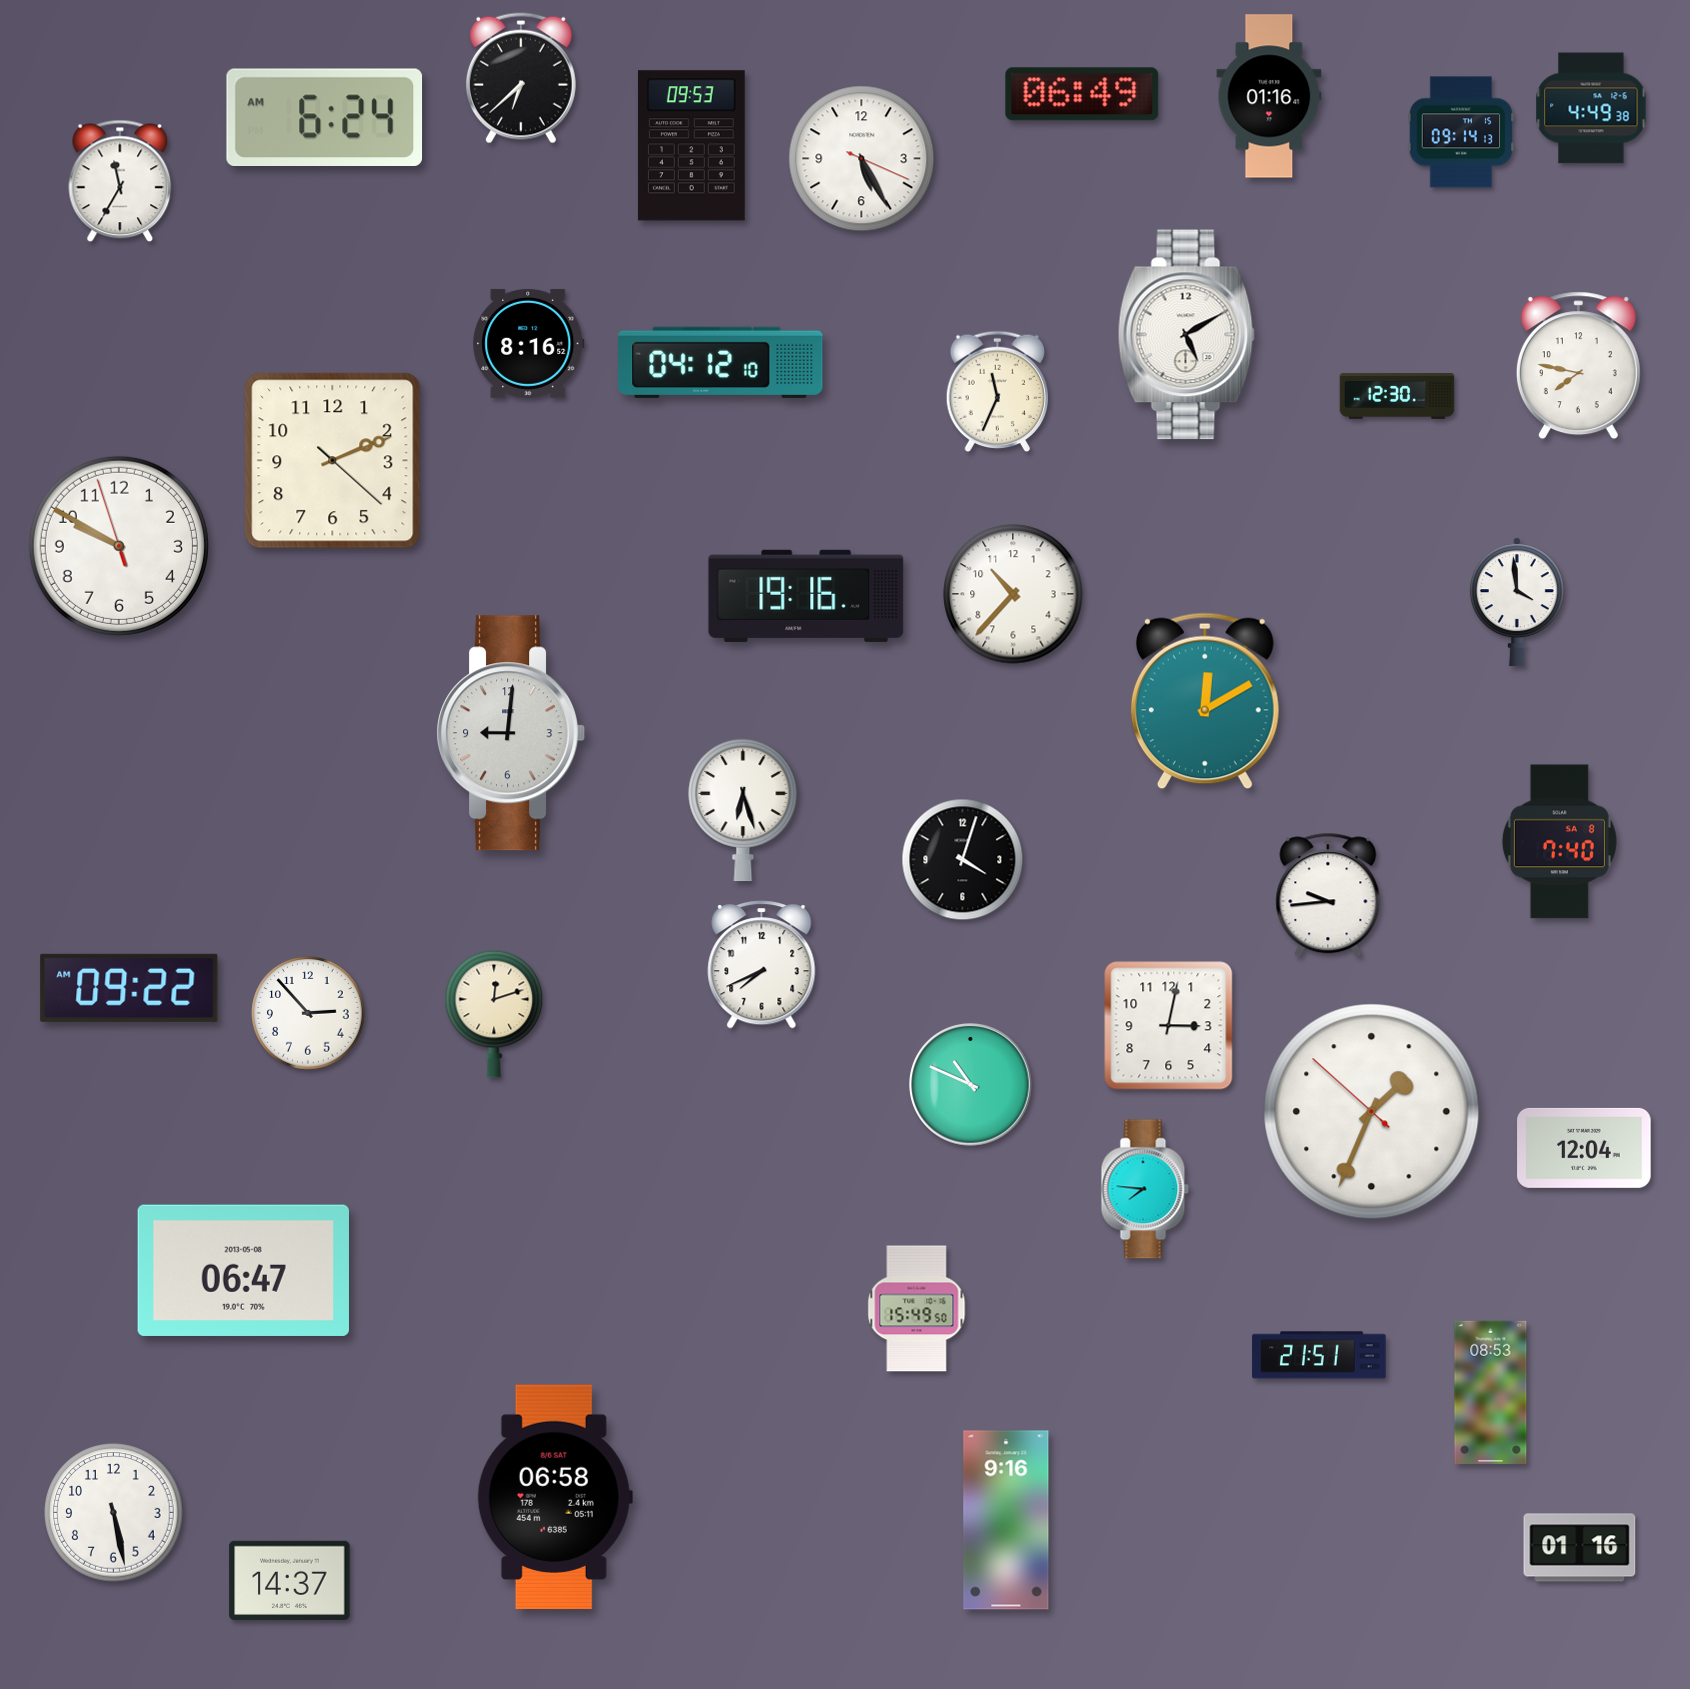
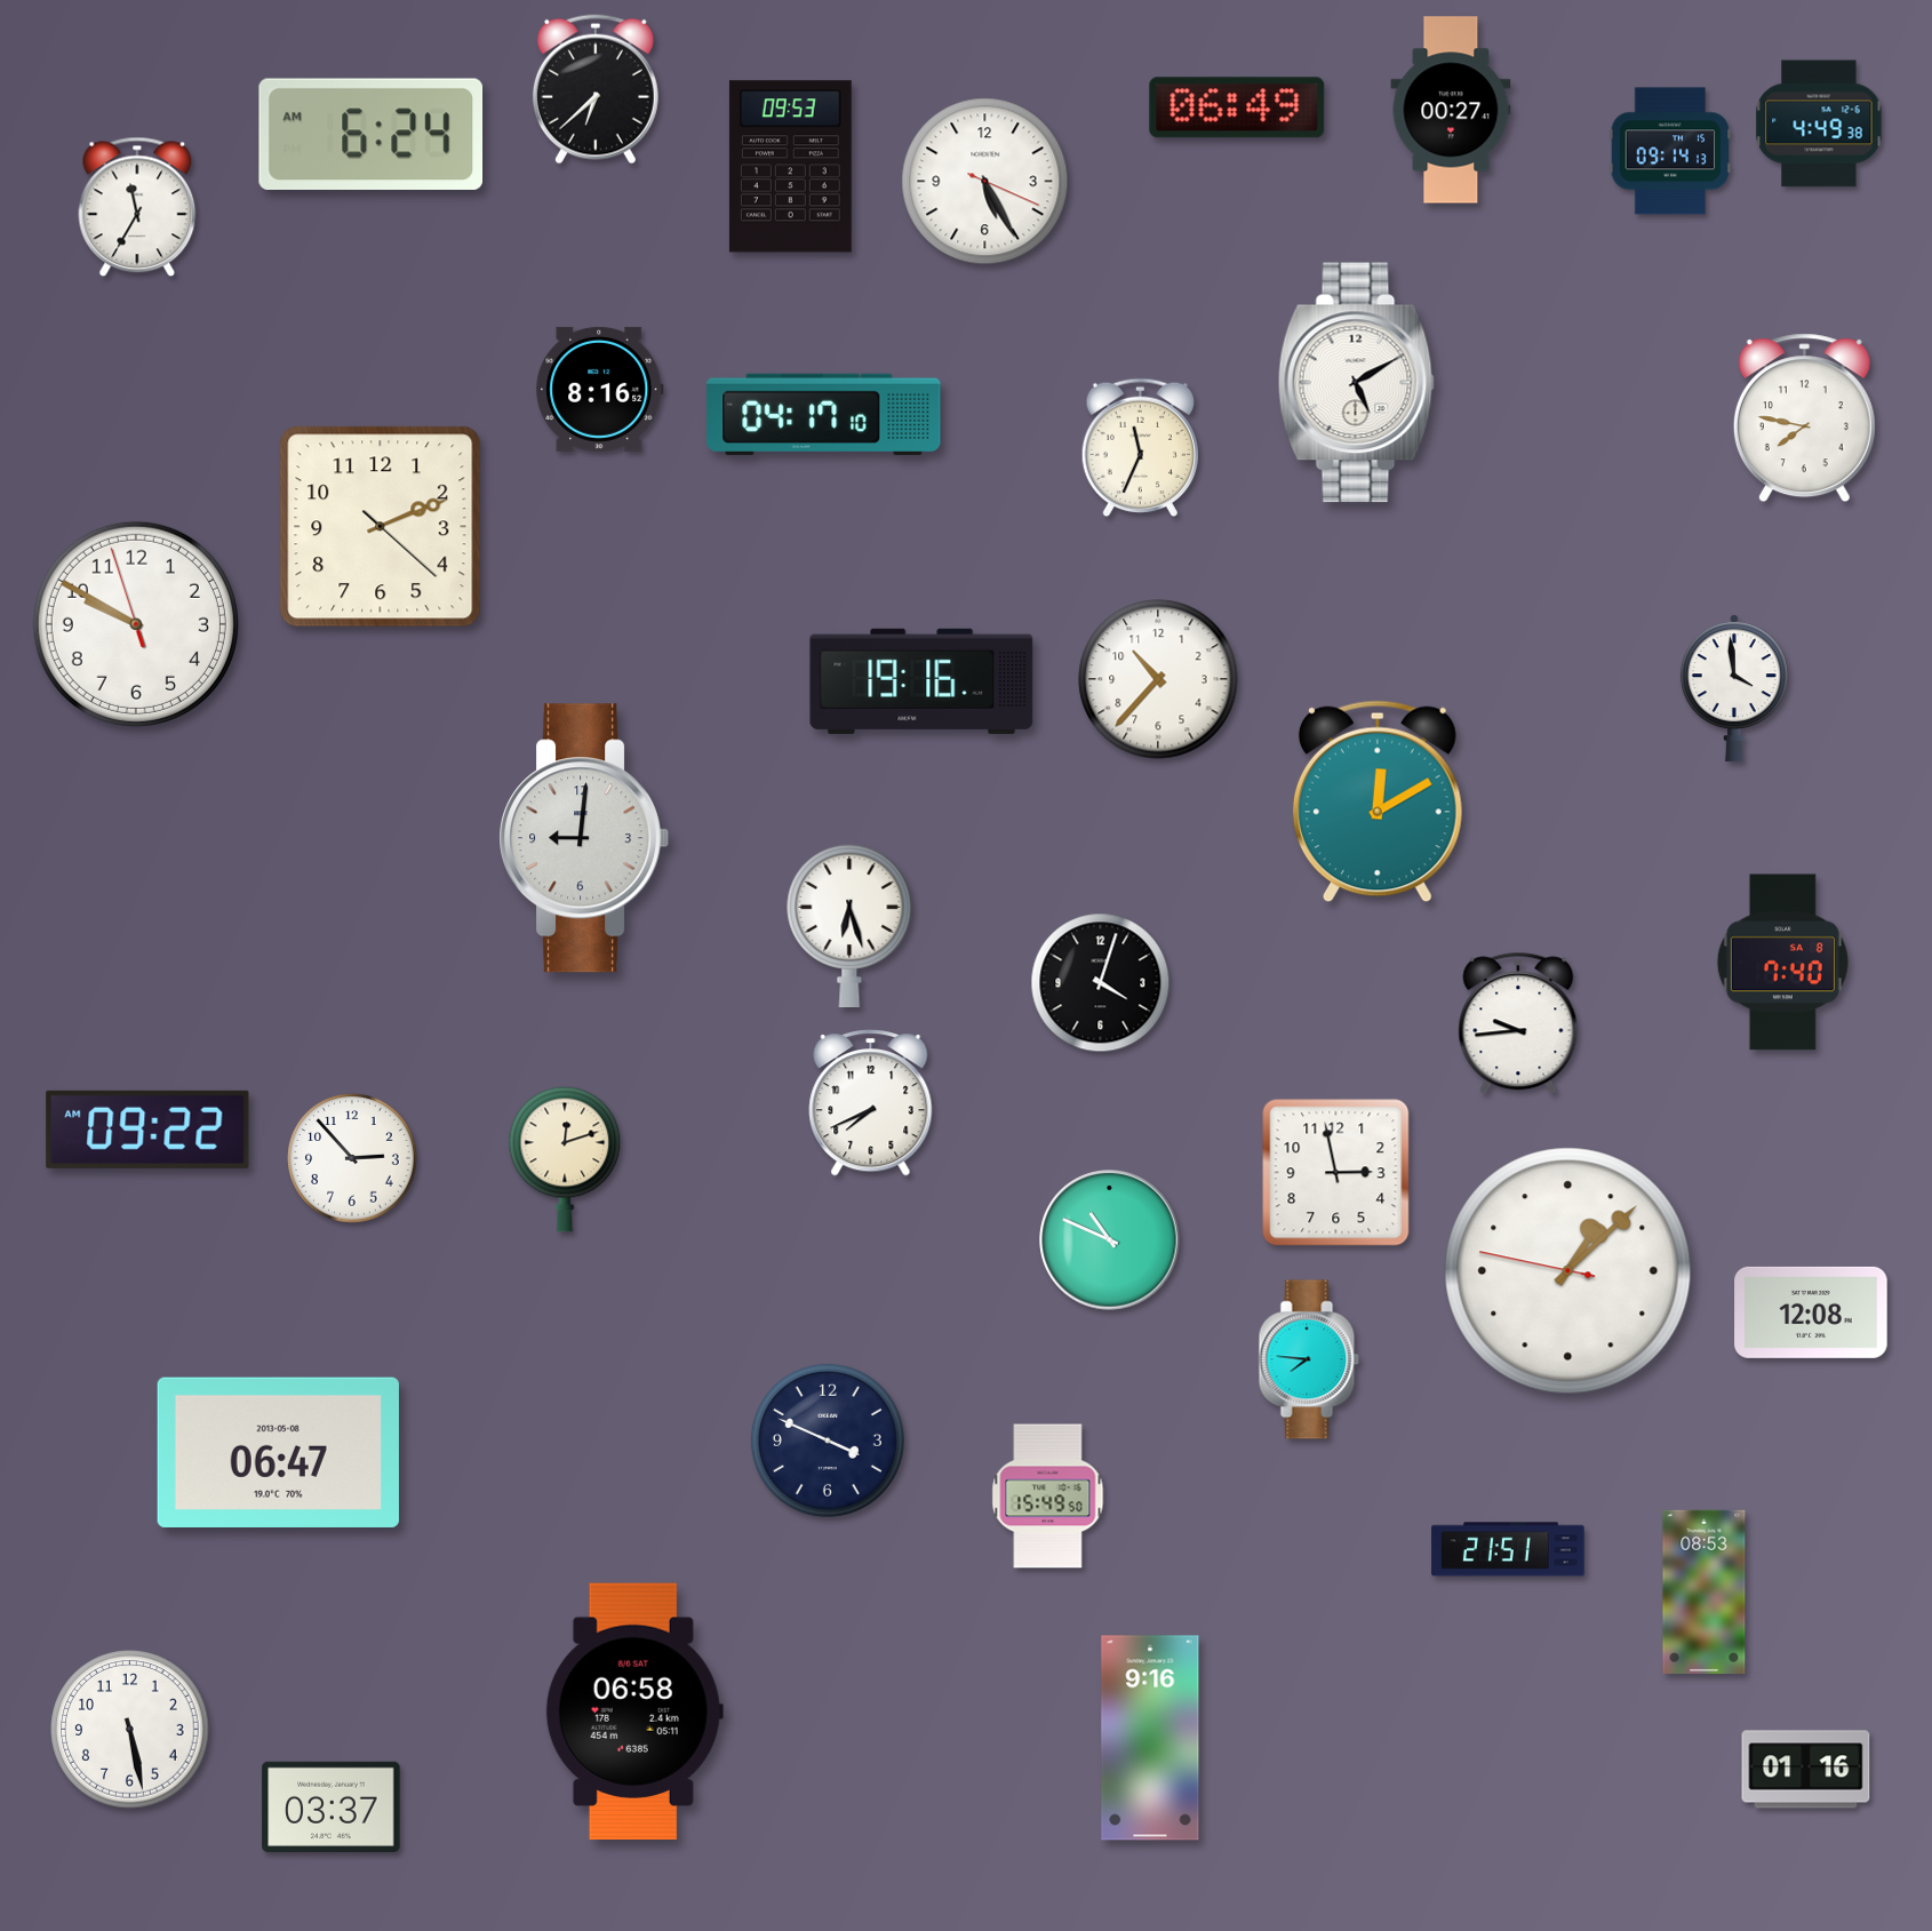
clock at (1269, 96): 01:16 -> 00:27
clock at (529, 343) position: (529, 343) -> (600, 389)
clock at (721, 362): 04:12 -> 04:17
clock at (1397, 397): 12:30 -> none
clock at (1169, 1026): 3:02 -> 2:58
clock at (1372, 1112): 1:33 -> 1:07
clock at (1584, 1148): 12:04 -> 12:08
clock at (828, 1441): none -> 3:49
clock at (290, 1580): 14:37 -> 03:37
